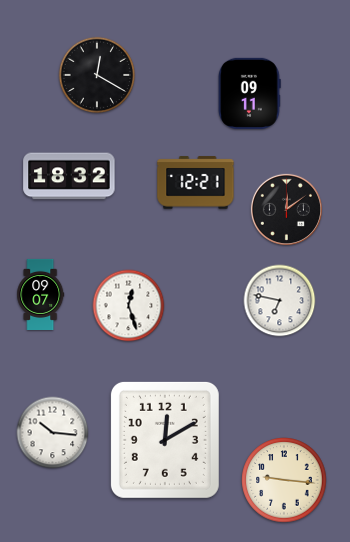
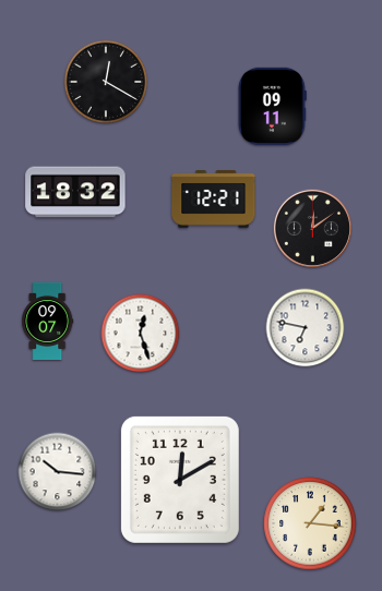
clock at (250, 93) position: (250, 93) -> (273, 106)
clock at (41, 294) position: (41, 294) -> (48, 321)
clock at (284, 480): 9:16 -> 1:16
